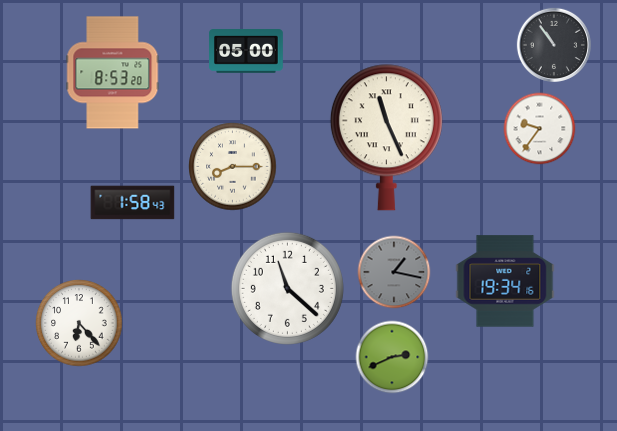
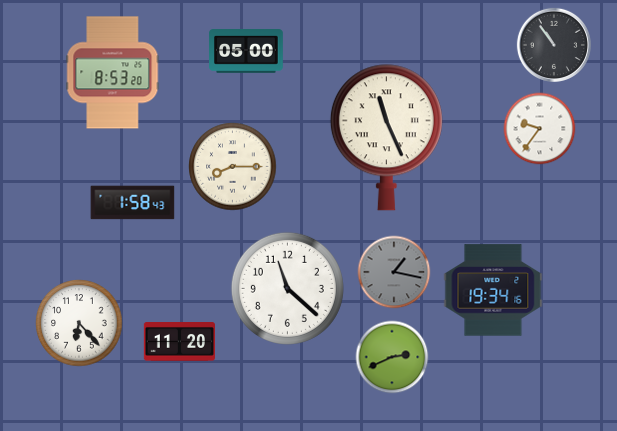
clock at (505, 281) position: (505, 281) -> (493, 290)
clock at (179, 342): none -> 11:20
